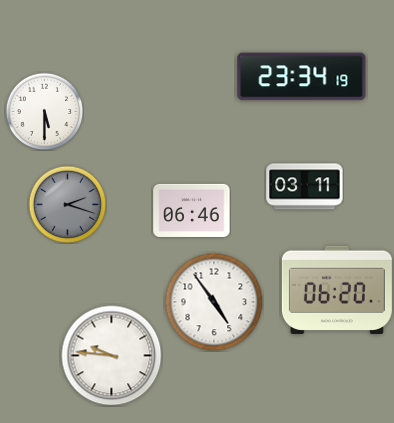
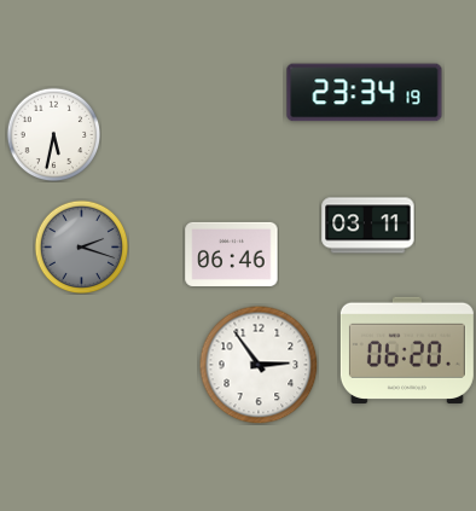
clock at (44, 111): 5:30 -> 5:32
clock at (214, 302): 4:54 -> 2:54
clock at (112, 356): 9:46 -> none
